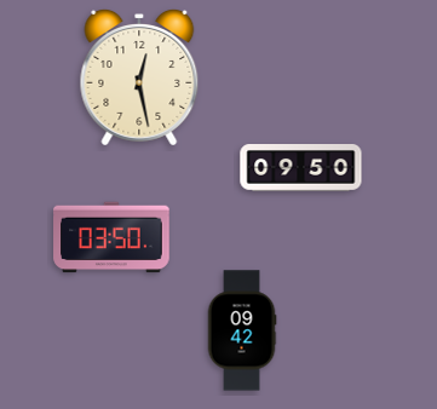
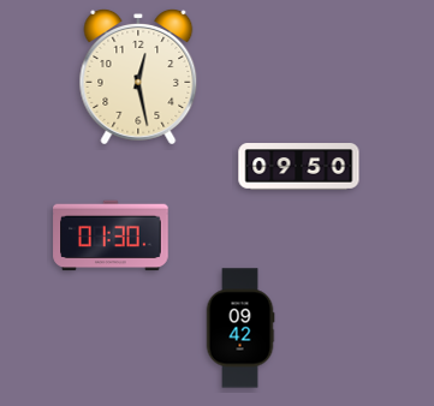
clock at (111, 237): 03:50 -> 01:30
